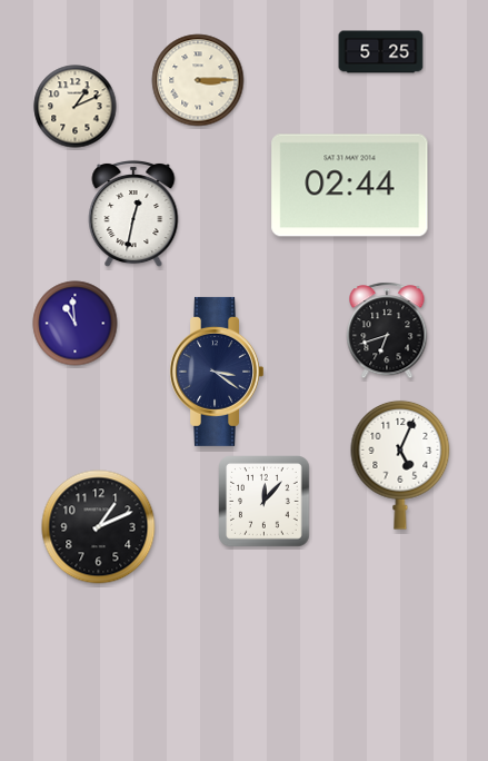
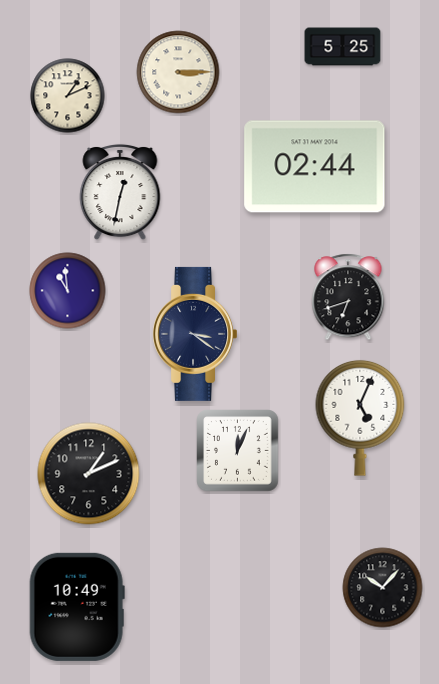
clock at (265, 502): 12:07 -> 12:04
clock at (383, 588): none -> 10:07
clock at (77, 607): none -> 10:49
